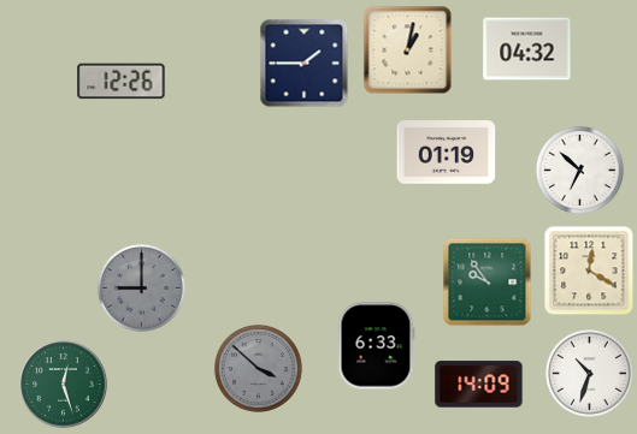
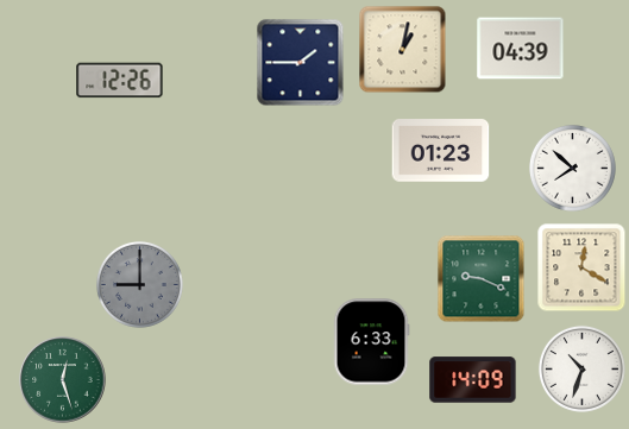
clock at (527, 49): 04:32 -> 04:39
clock at (447, 153): 01:19 -> 01:23
clock at (579, 170): 6:52 -> 7:52
clock at (488, 283): 9:54 -> 9:19
clock at (258, 368): 3:52 -> none
